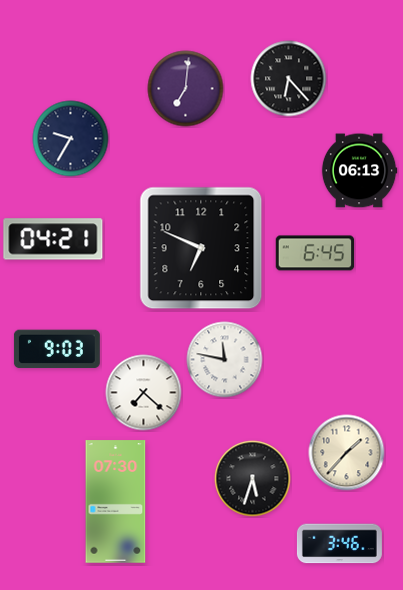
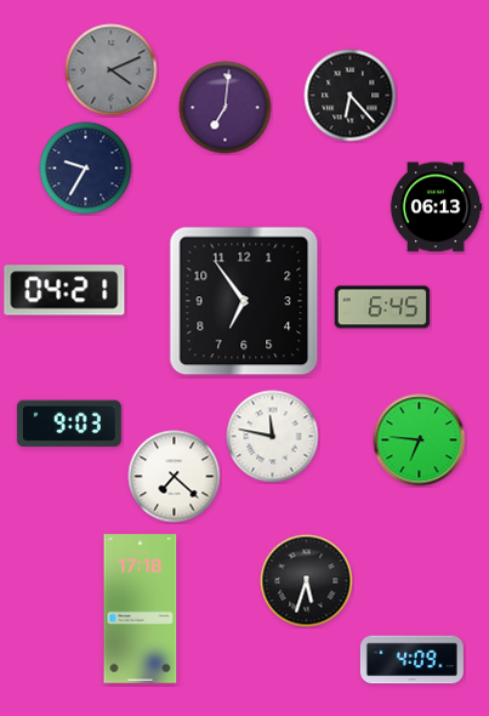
clock at (112, 70): none -> 4:11
clock at (201, 248): 6:49 -> 6:54
clock at (420, 441): none -> 6:46
clock at (347, 453): 1:37 -> none
clock at (116, 502): 07:30 -> 17:18
clock at (339, 544): 3:46 -> 4:09
